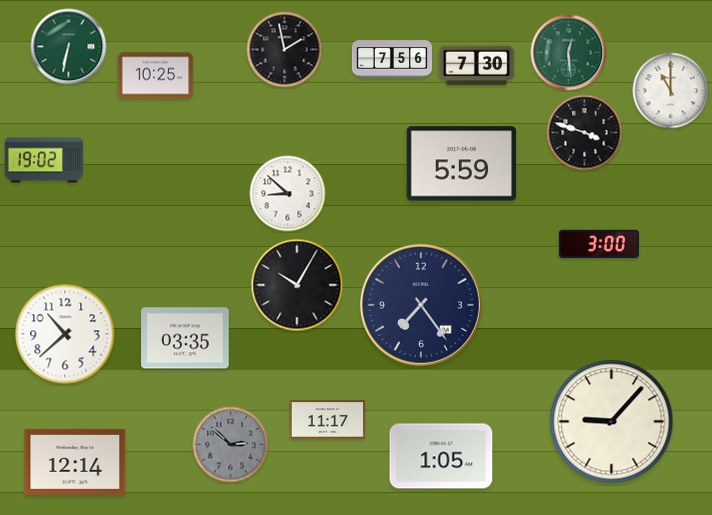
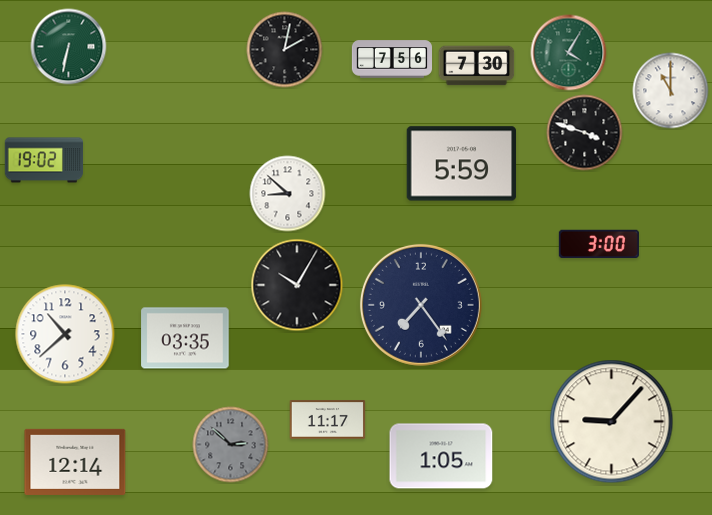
clock at (285, 50): 1:58 -> 2:02
clock at (569, 53): 12:29 -> 4:05
clock at (156, 76): 10:25 -> none
